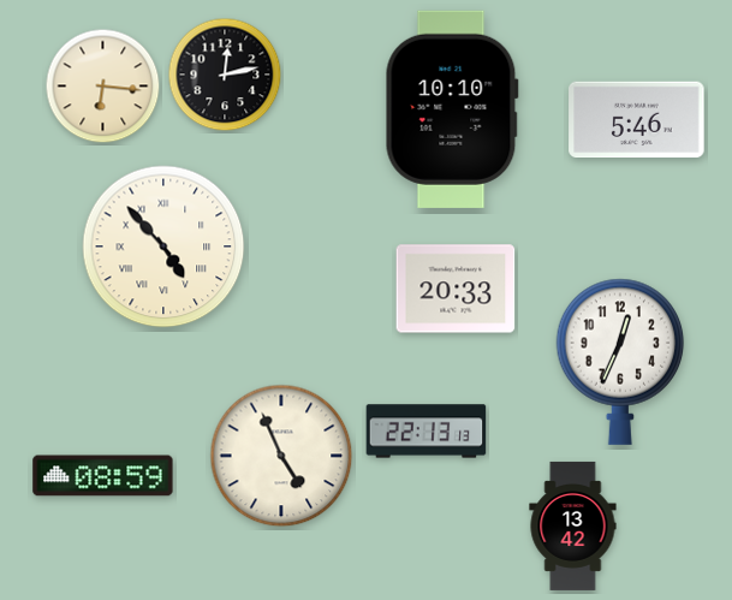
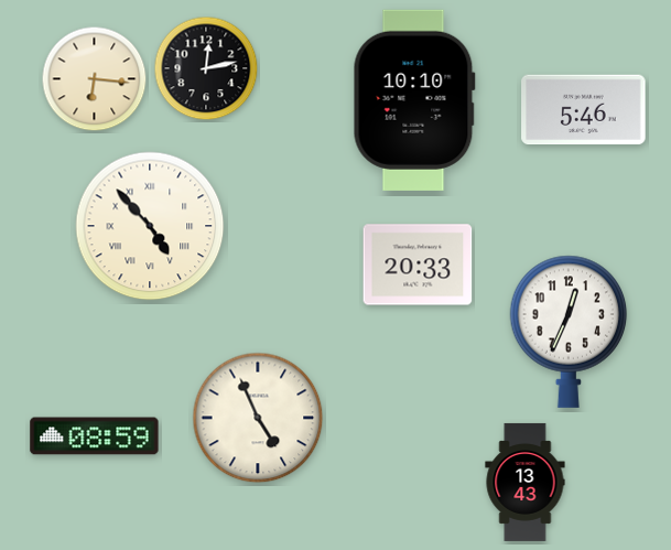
clock at (427, 432): 22:13 -> none
clock at (573, 525): 13:42 -> 13:43
